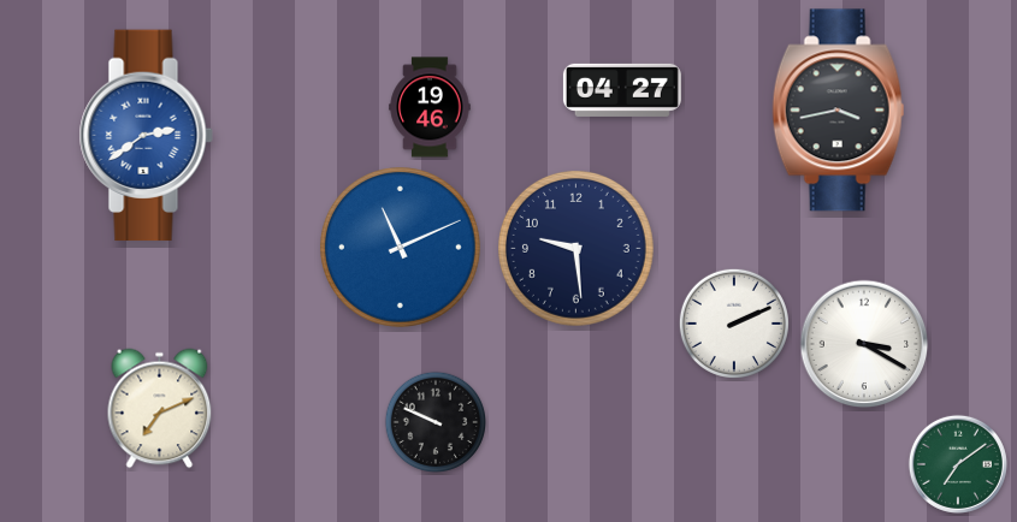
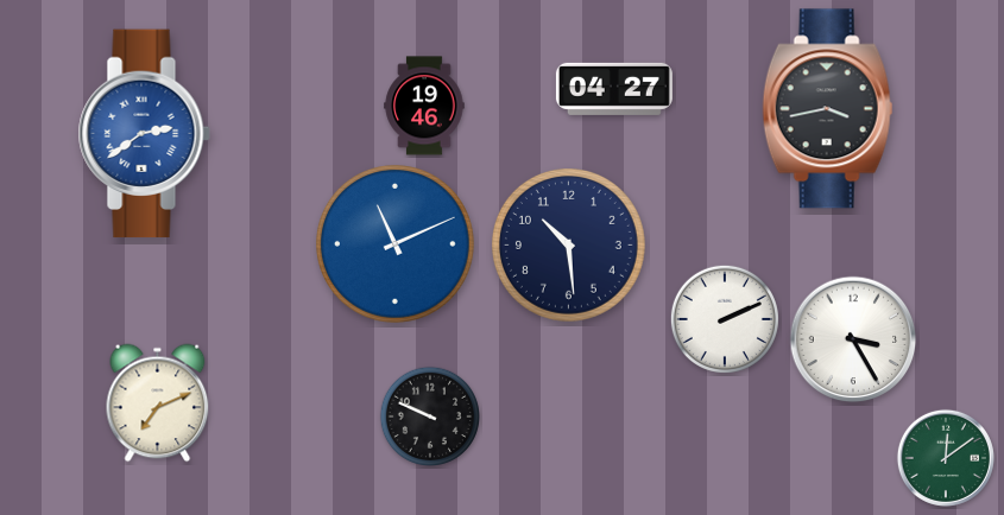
clock at (575, 248): 9:29 -> 10:29
clock at (864, 344): 3:20 -> 3:25
clock at (958, 464): 7:09 -> 12:09
